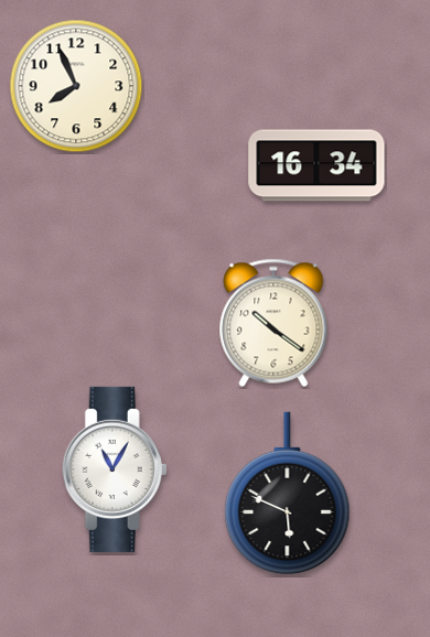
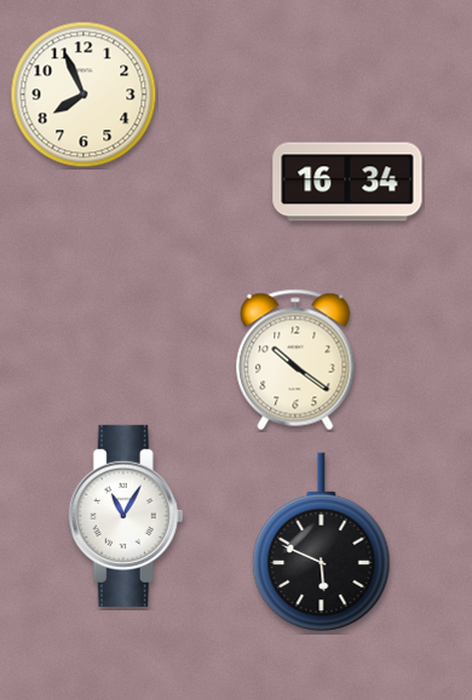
clock at (273, 323) position: (273, 323) -> (295, 360)
clock at (288, 494) position: (288, 494) -> (322, 543)
